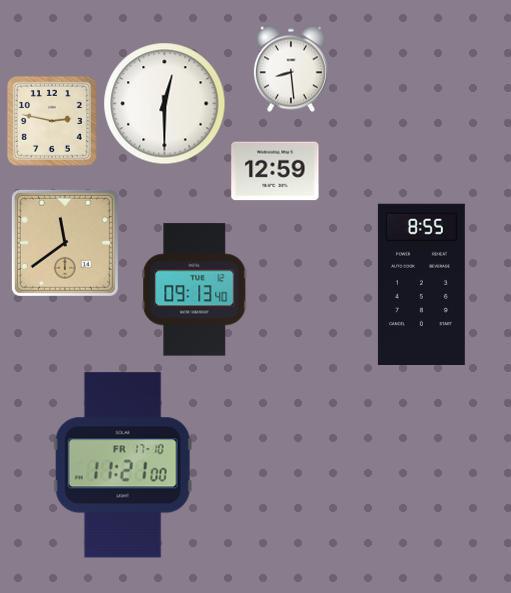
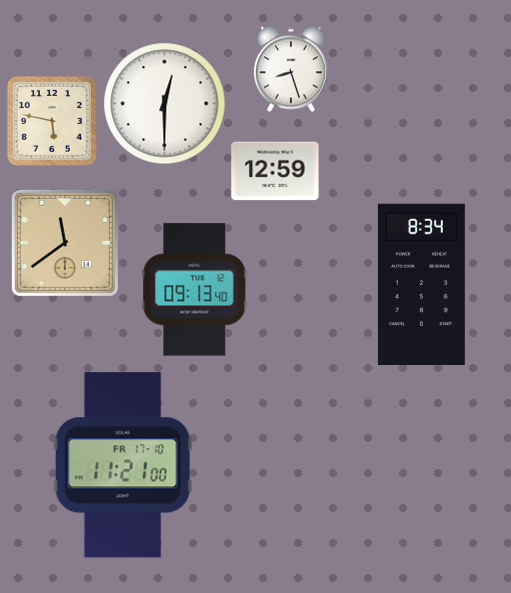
clock at (291, 69): 8:29 -> 8:27
clock at (52, 121): 2:47 -> 5:47
clock at (421, 285): 8:55 -> 8:34
